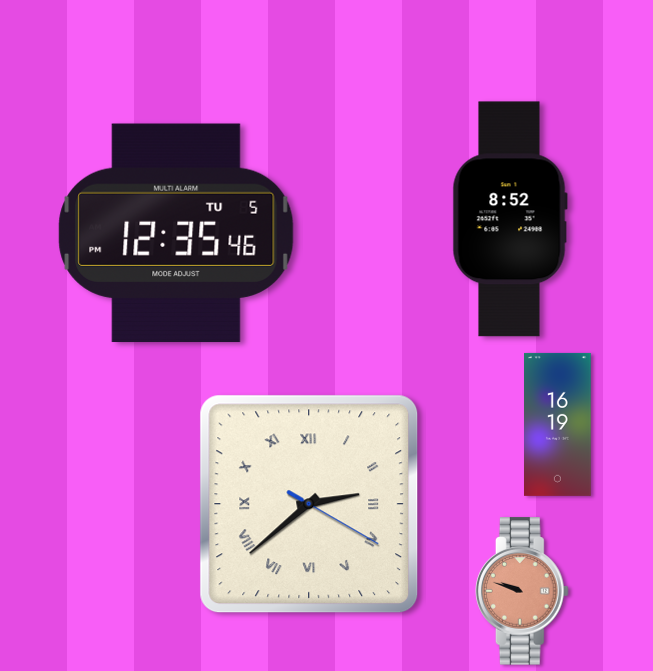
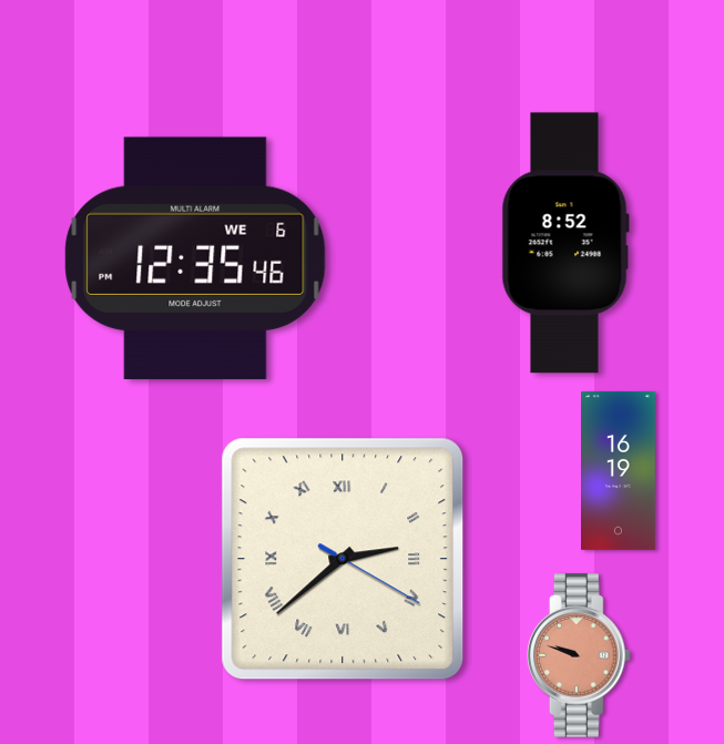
clock at (176, 233) date: TU 5 -> WE 6
